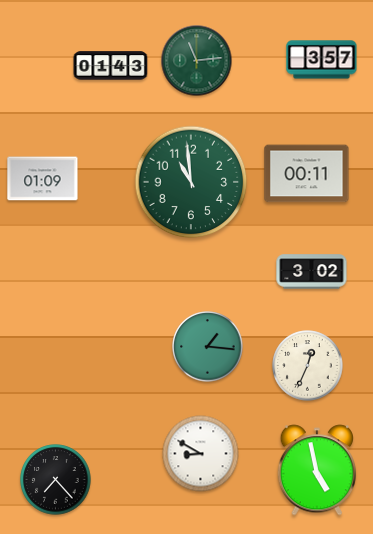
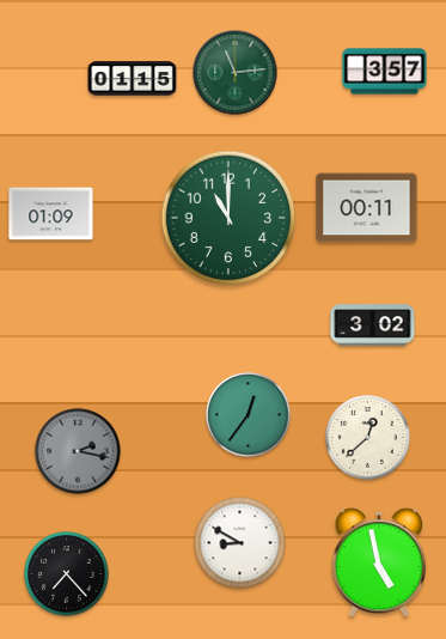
clock at (111, 66): 01:43 -> 01:15
clock at (191, 182): 10:59 -> 11:00
clock at (208, 347): 1:16 -> 12:36
clock at (308, 366): 12:34 -> 12:38
clock at (78, 451): none -> 2:17
